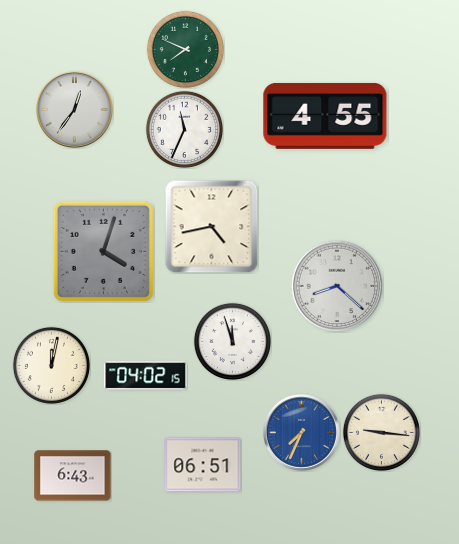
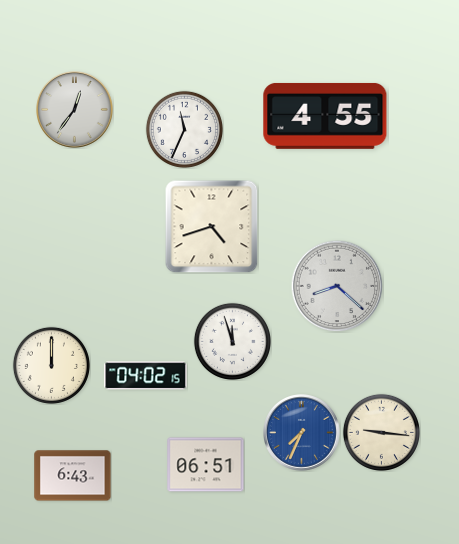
clock at (185, 49): 7:49 -> none
clock at (212, 227): 4:43 -> 4:42
clock at (103, 251): 4:03 -> none
clock at (51, 365): 12:02 -> 12:00
clock at (203, 465) position: (203, 465) -> (206, 465)
